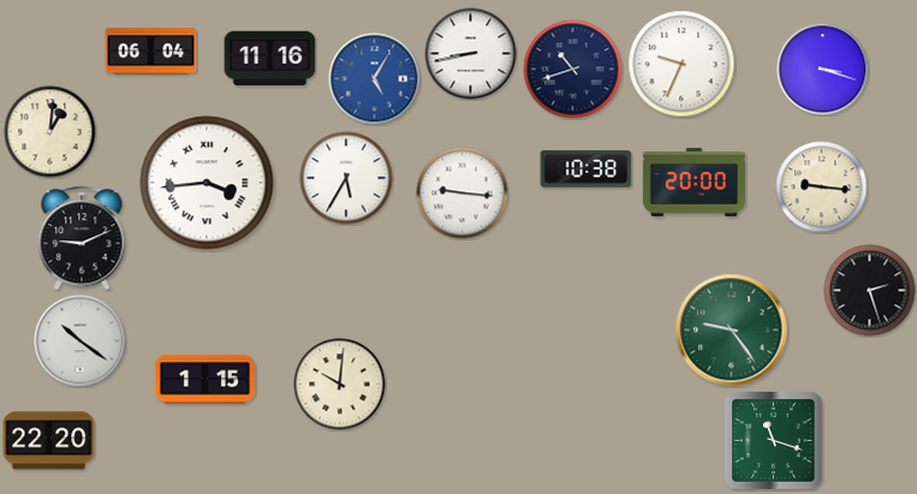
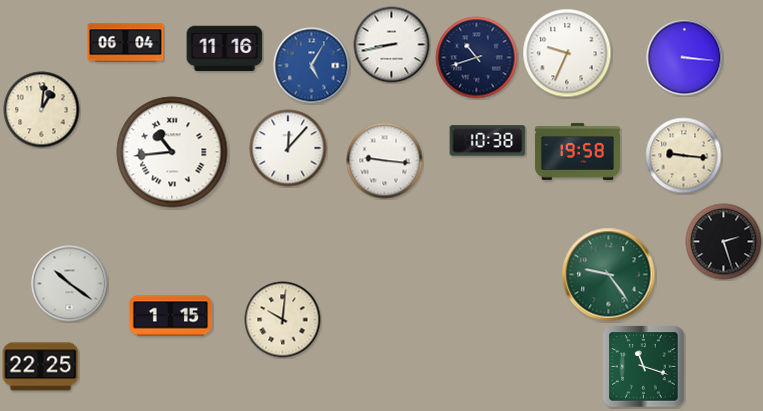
clock at (823, 70): 3:18 -> 3:16
clock at (346, 178): 5:35 -> 12:07
clock at (207, 183): 3:44 -> 10:44
clock at (693, 183): 20:00 -> 19:58
clock at (82, 238): 9:11 -> none
clock at (81, 341) position: (81, 341) -> (70, 284)
clock at (49, 441): 22:20 -> 22:25
